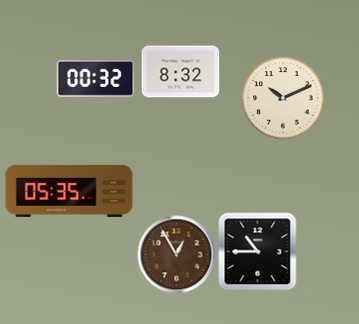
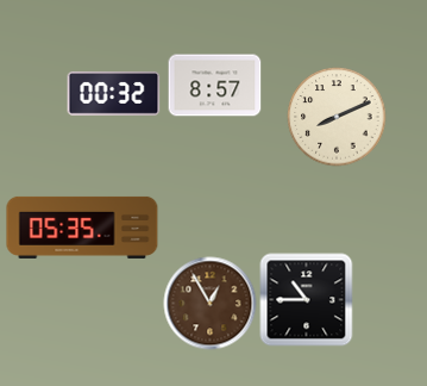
clock at (180, 72): 8:32 -> 8:57
clock at (283, 98): 10:11 -> 8:11
